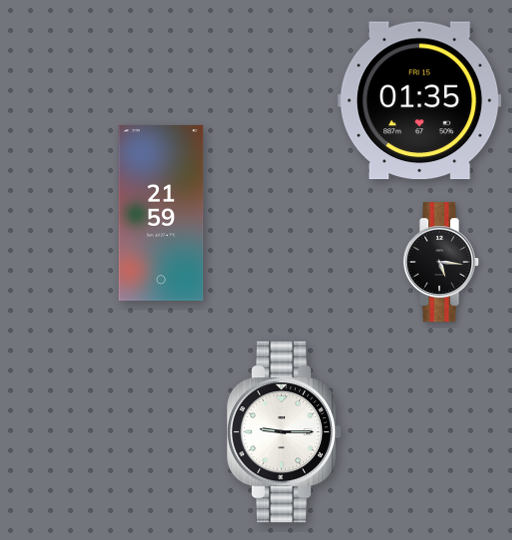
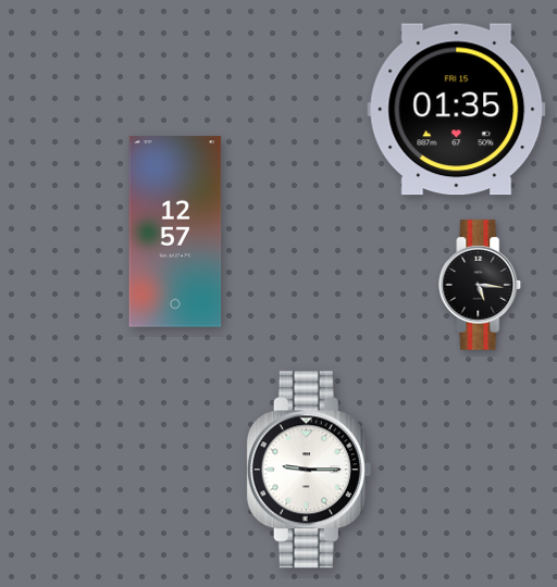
clock at (161, 213): 21:59 -> 12:57
